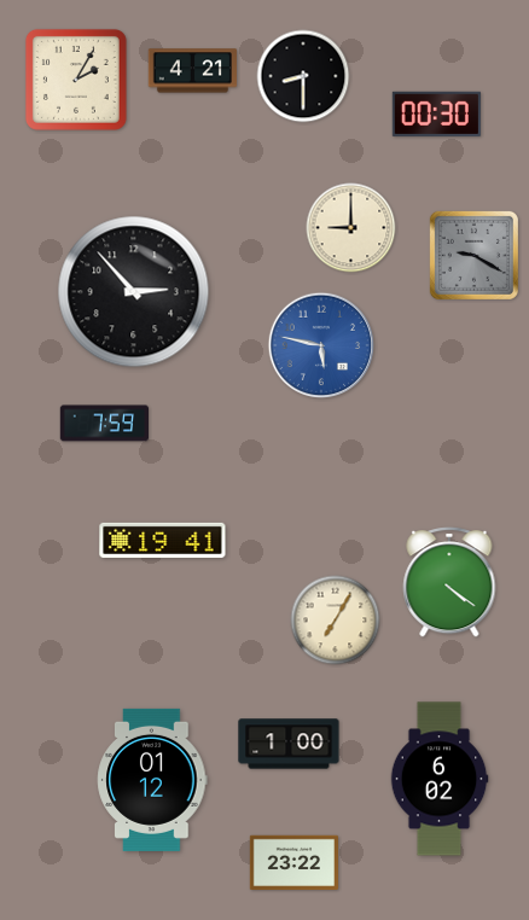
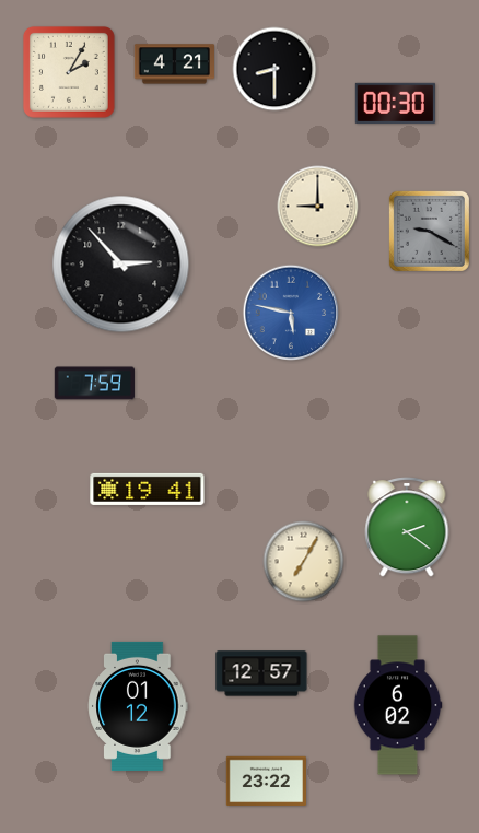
clock at (449, 583): 4:21 -> 2:21
clock at (289, 744): 1:00 -> 12:57
